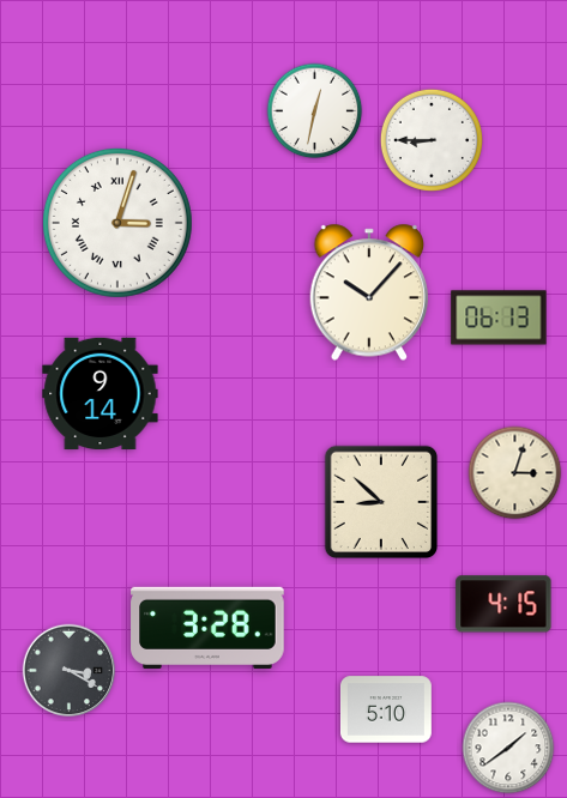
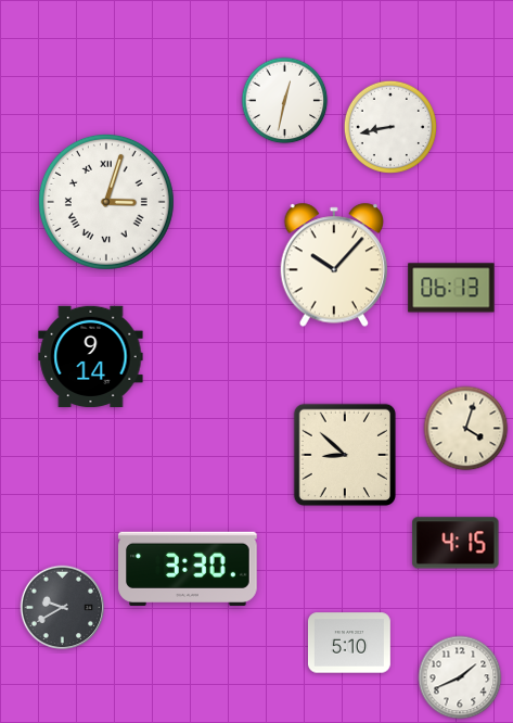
clock at (432, 140): 8:45 -> 8:43
clock at (515, 473): 3:03 -> 4:03
clock at (503, 604) position: (503, 604) -> (456, 543)
clock at (207, 628): 3:28 -> 3:30
clock at (70, 671): 3:20 -> 9:40
clock at (508, 748): 1:39 -> 1:41
